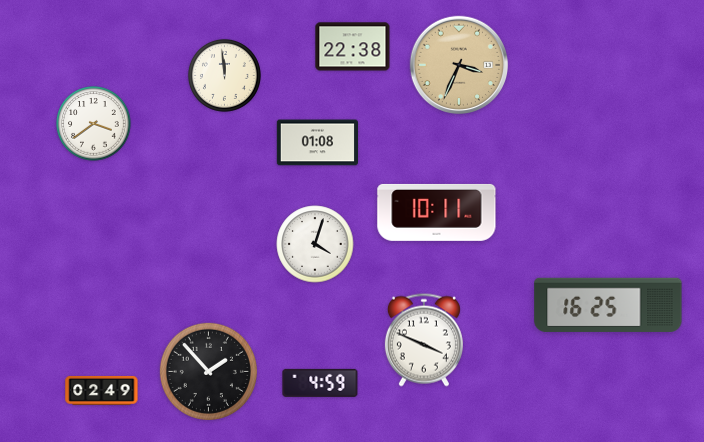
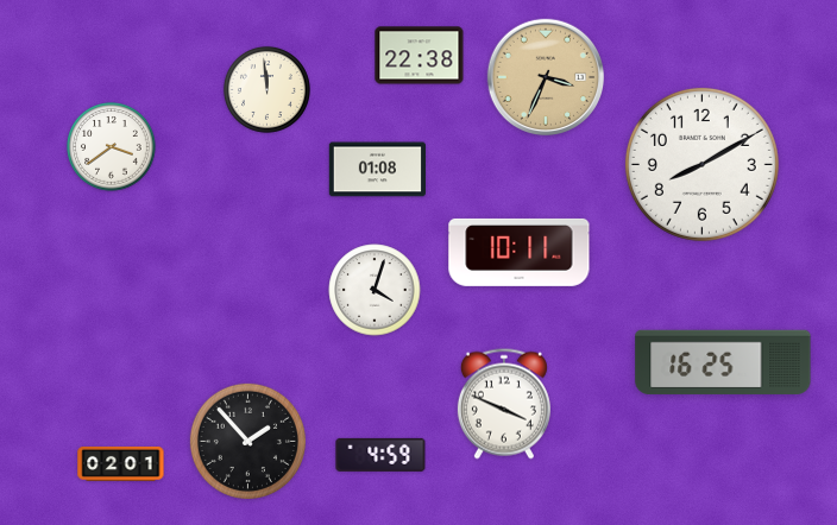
clock at (701, 164): none -> 8:10
clock at (102, 390): 02:49 -> 02:01
